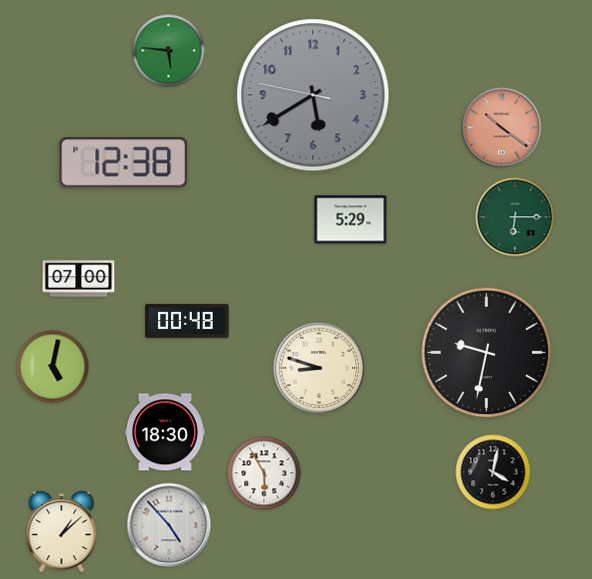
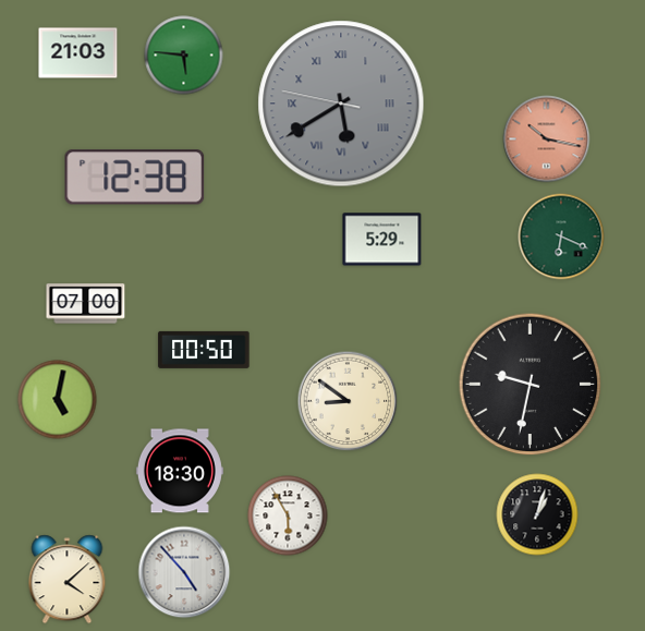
clock at (78, 53): none -> 21:03
clock at (313, 95) numerals: Arabic -> Roman
clock at (502, 128): 10:21 -> 10:17
clock at (515, 217): 6:15 -> 6:19
clock at (187, 321): 00:48 -> 00:50
clock at (319, 368): 8:48 -> 8:51
clock at (493, 472): 4:02 -> 1:03
clock at (62, 532): 1:08 -> 4:08
